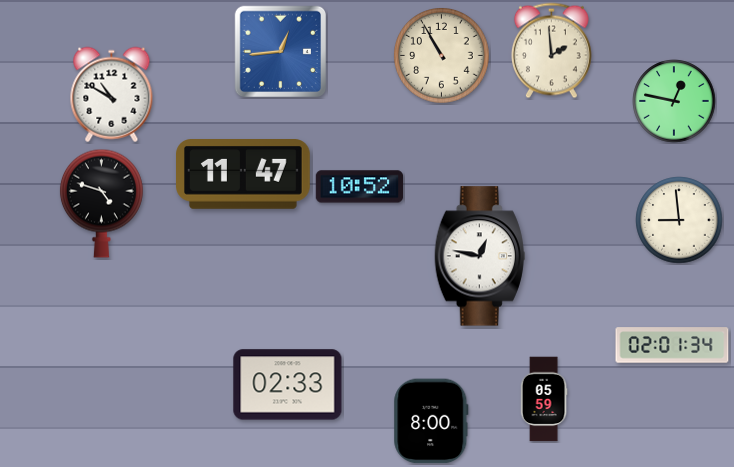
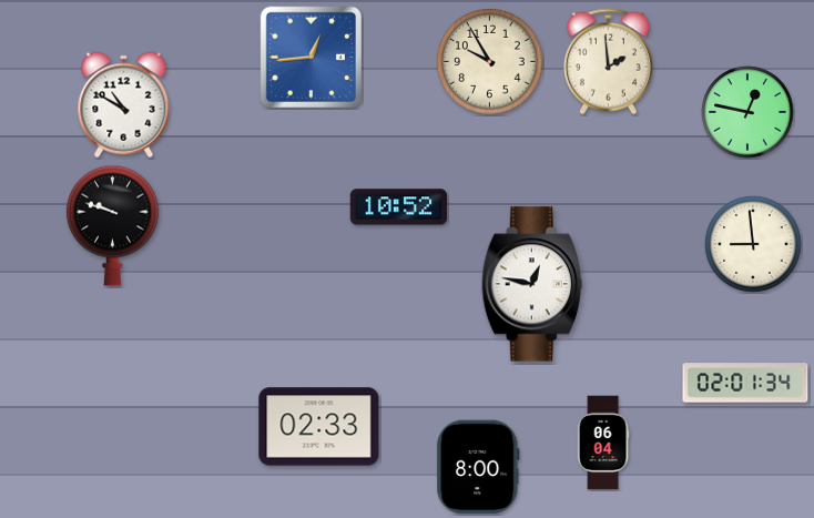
clock at (551, 51) position: (551, 51) -> (608, 62)
clock at (442, 56): 10:55 -> 9:55
clock at (244, 175): 11:47 -> none
clock at (101, 203): 4:48 -> 9:48
clock at (544, 399): 05:59 -> 06:04
